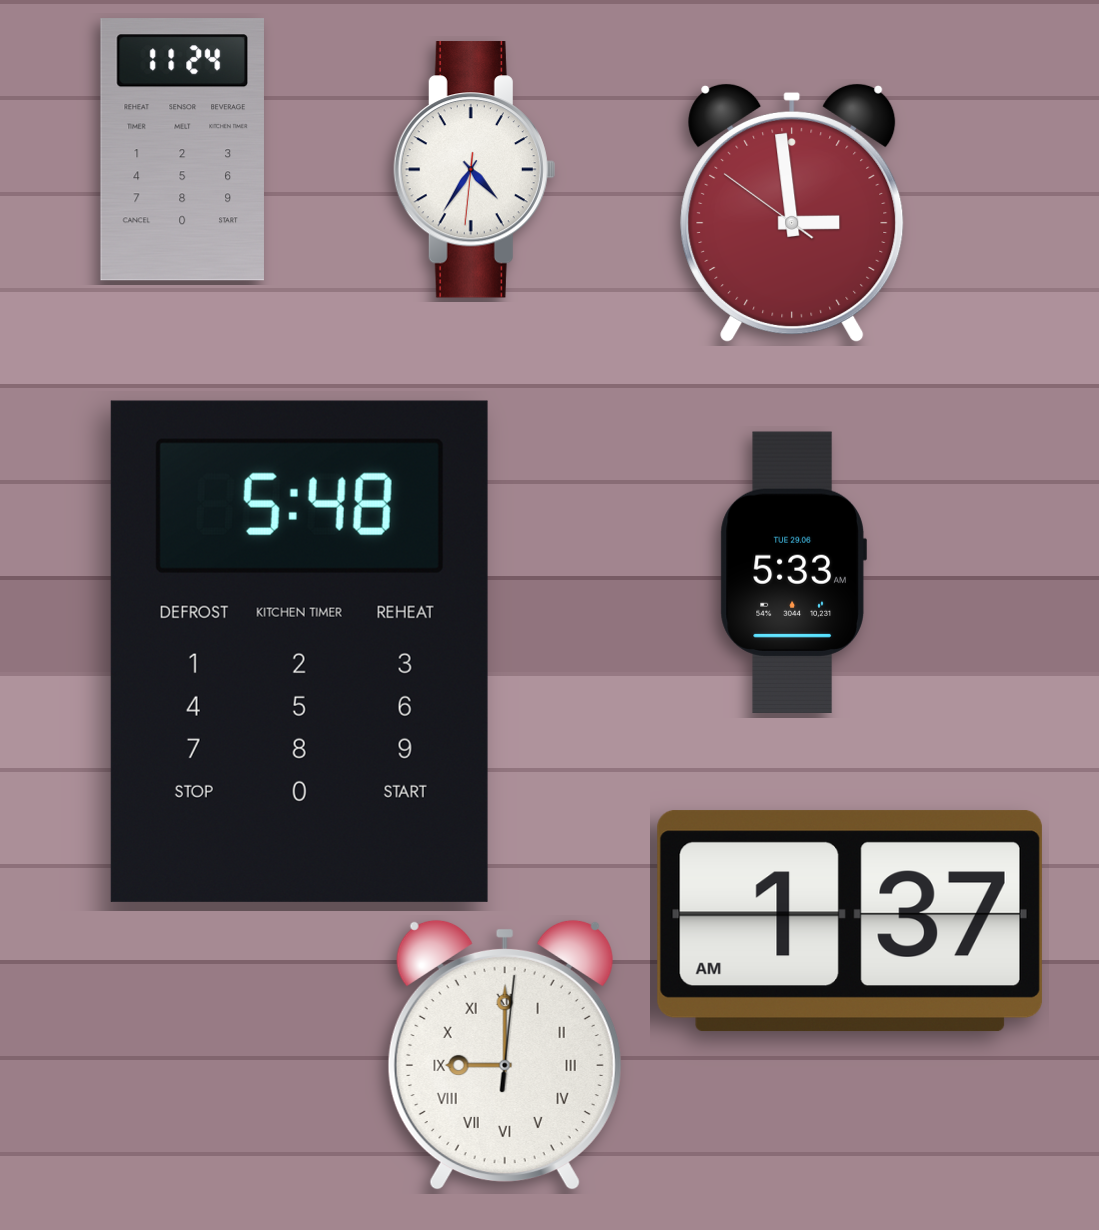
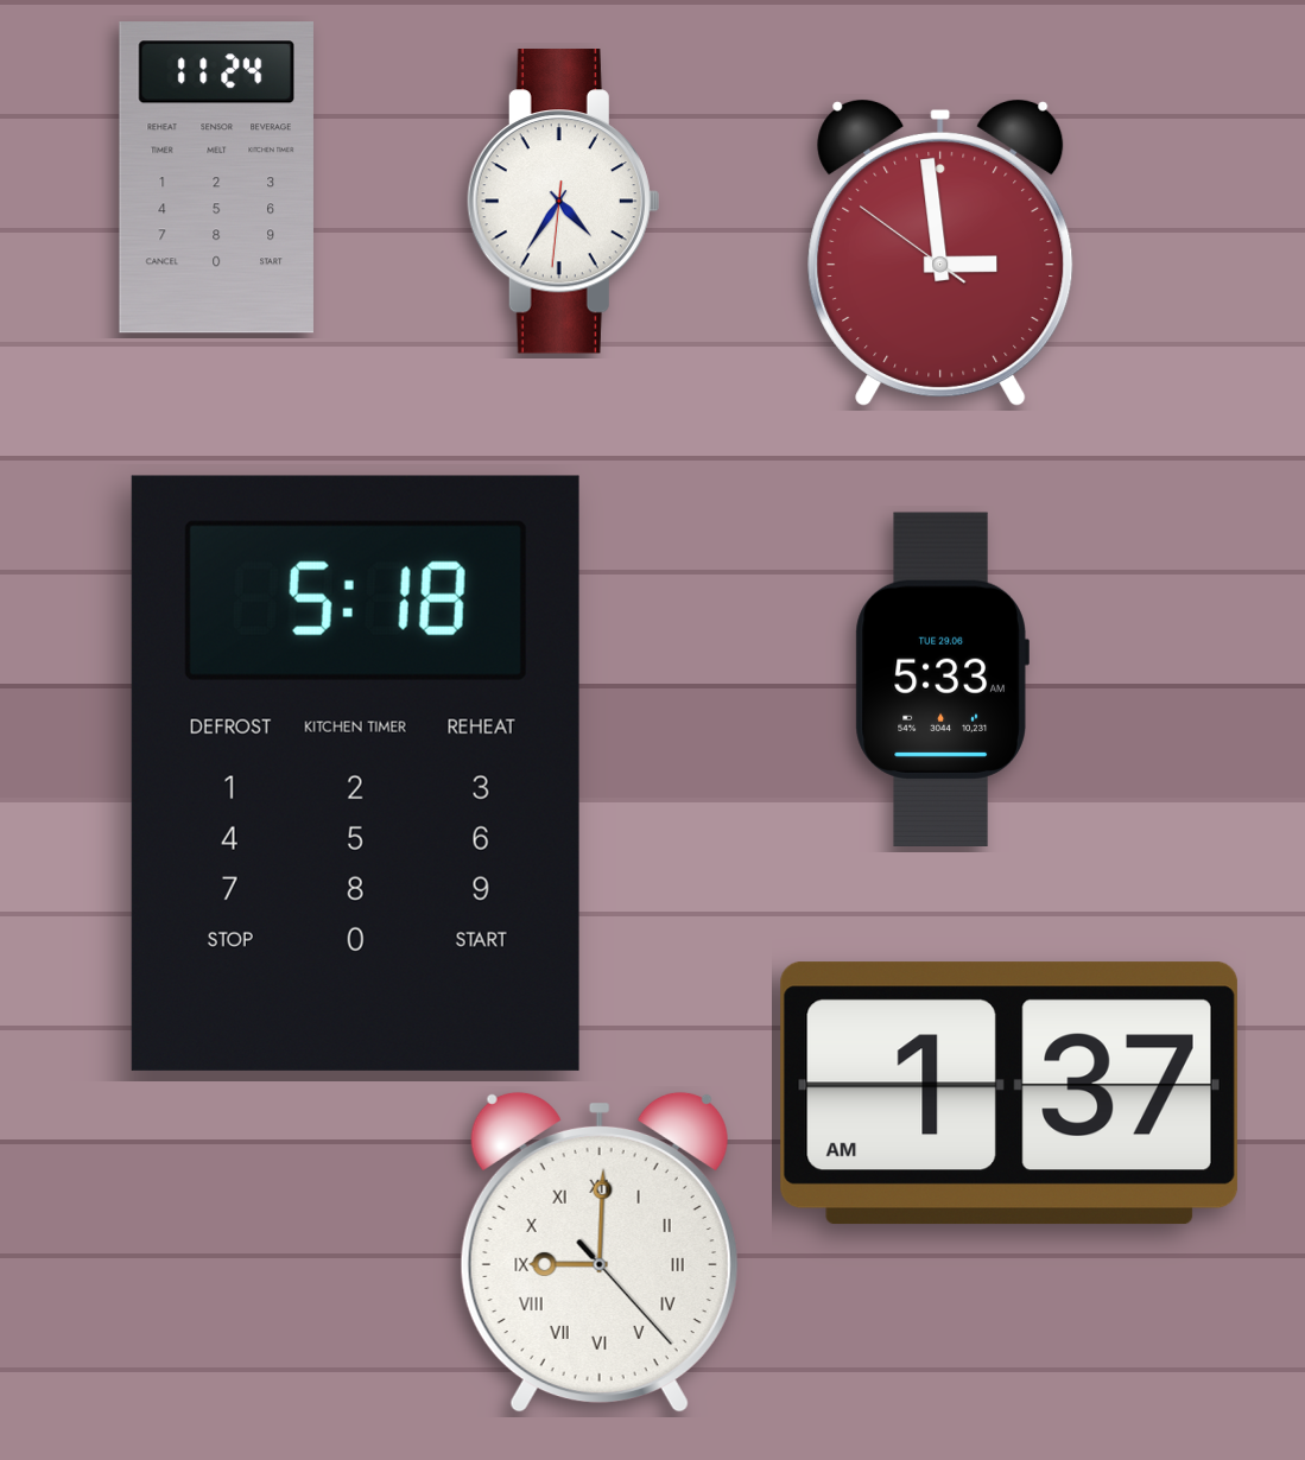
clock at (299, 651): 5:48 -> 5:18
clock at (505, 1055): 9:00:01 -> 9:00:23
